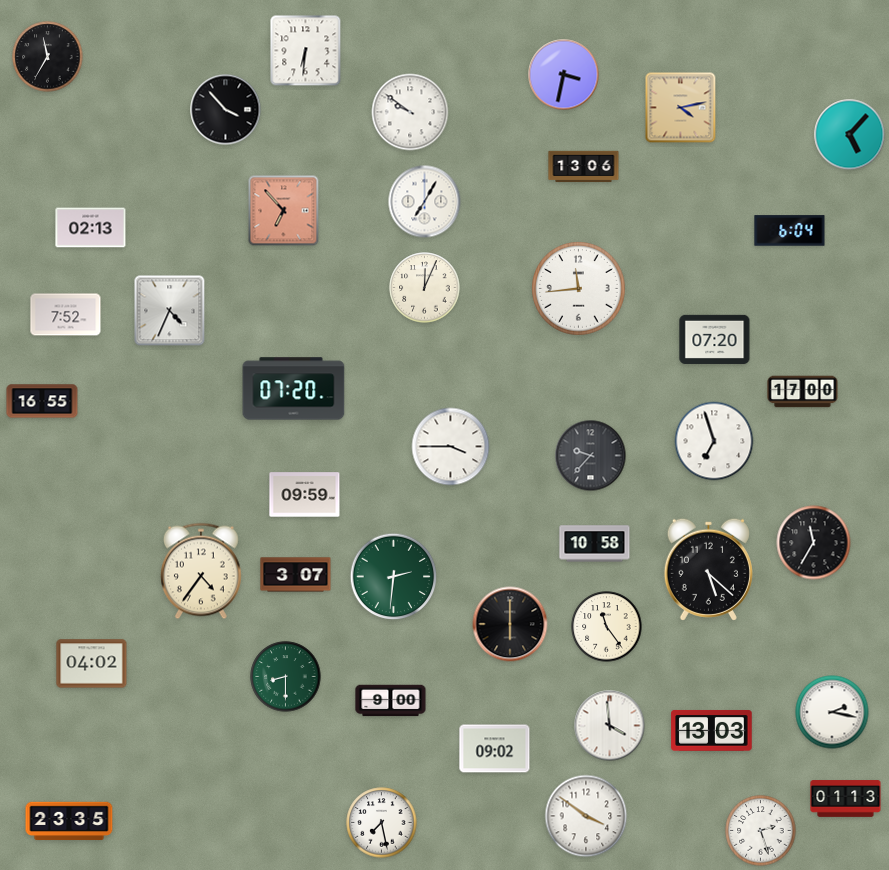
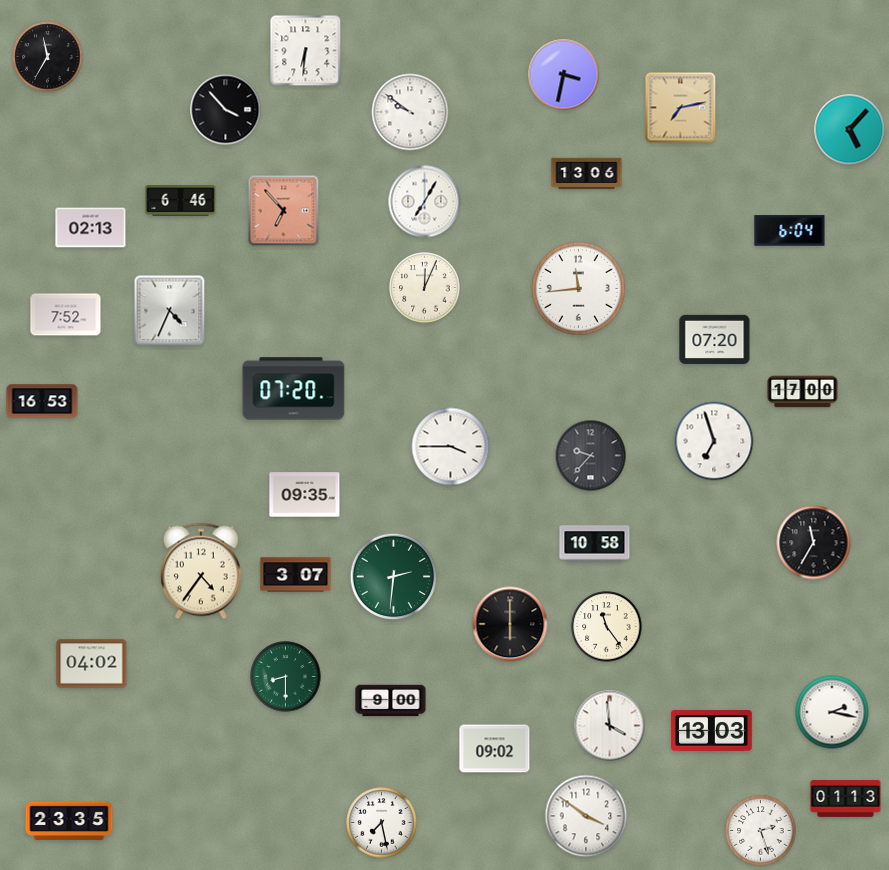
clock at (681, 108): 4:13 -> 7:13
clock at (850, 135) position: (850, 135) -> (850, 130)
clock at (584, 167) position: (584, 167) -> (587, 174)
clock at (181, 201): none -> 6:46
clock at (42, 401): 16:55 -> 16:53
clock at (305, 495): 09:59 -> 09:35
clock at (708, 569): 5:22 -> none
